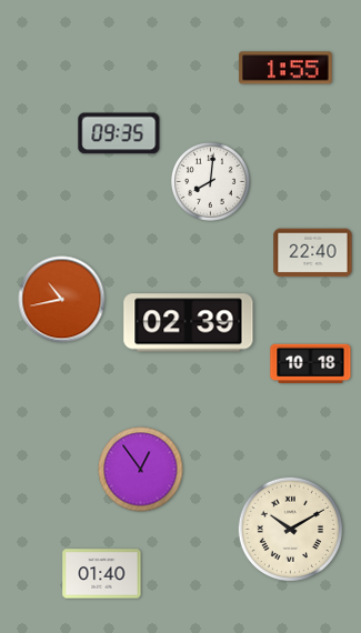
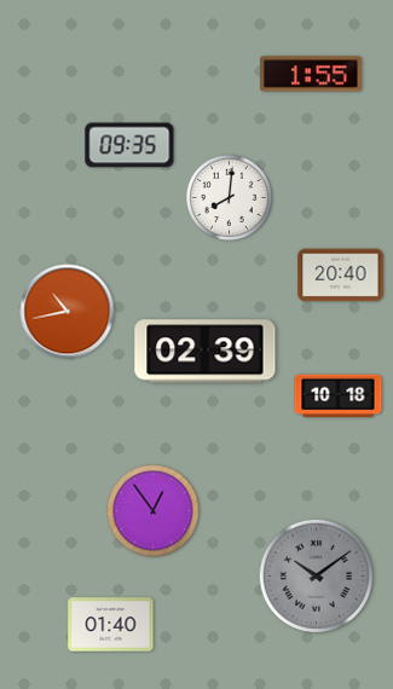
clock at (313, 253): 22:40 -> 20:40
clock at (62, 300) position: (62, 300) -> (68, 312)
clock at (290, 529): 10:10 -> 10:09
clock at (290, 529) dial: cream -> grey
